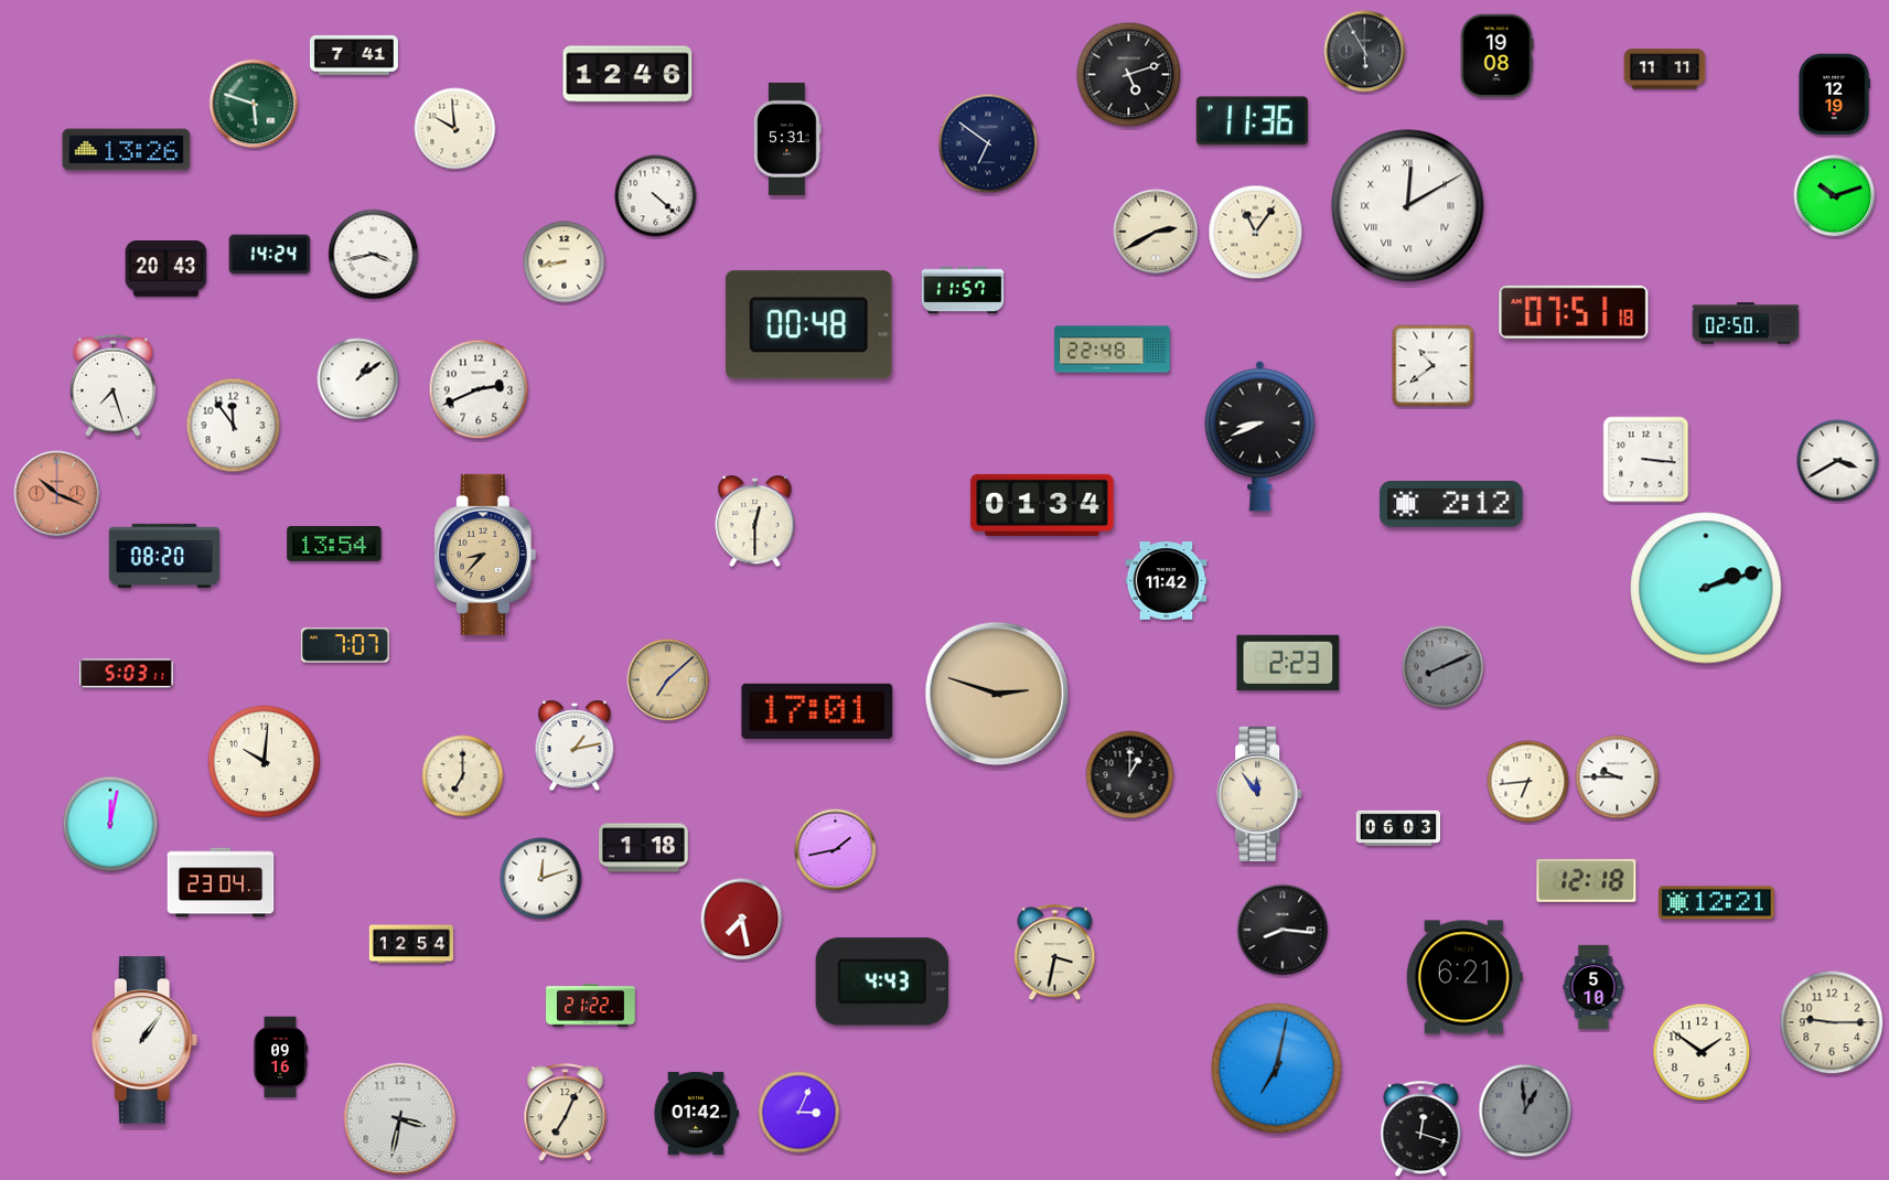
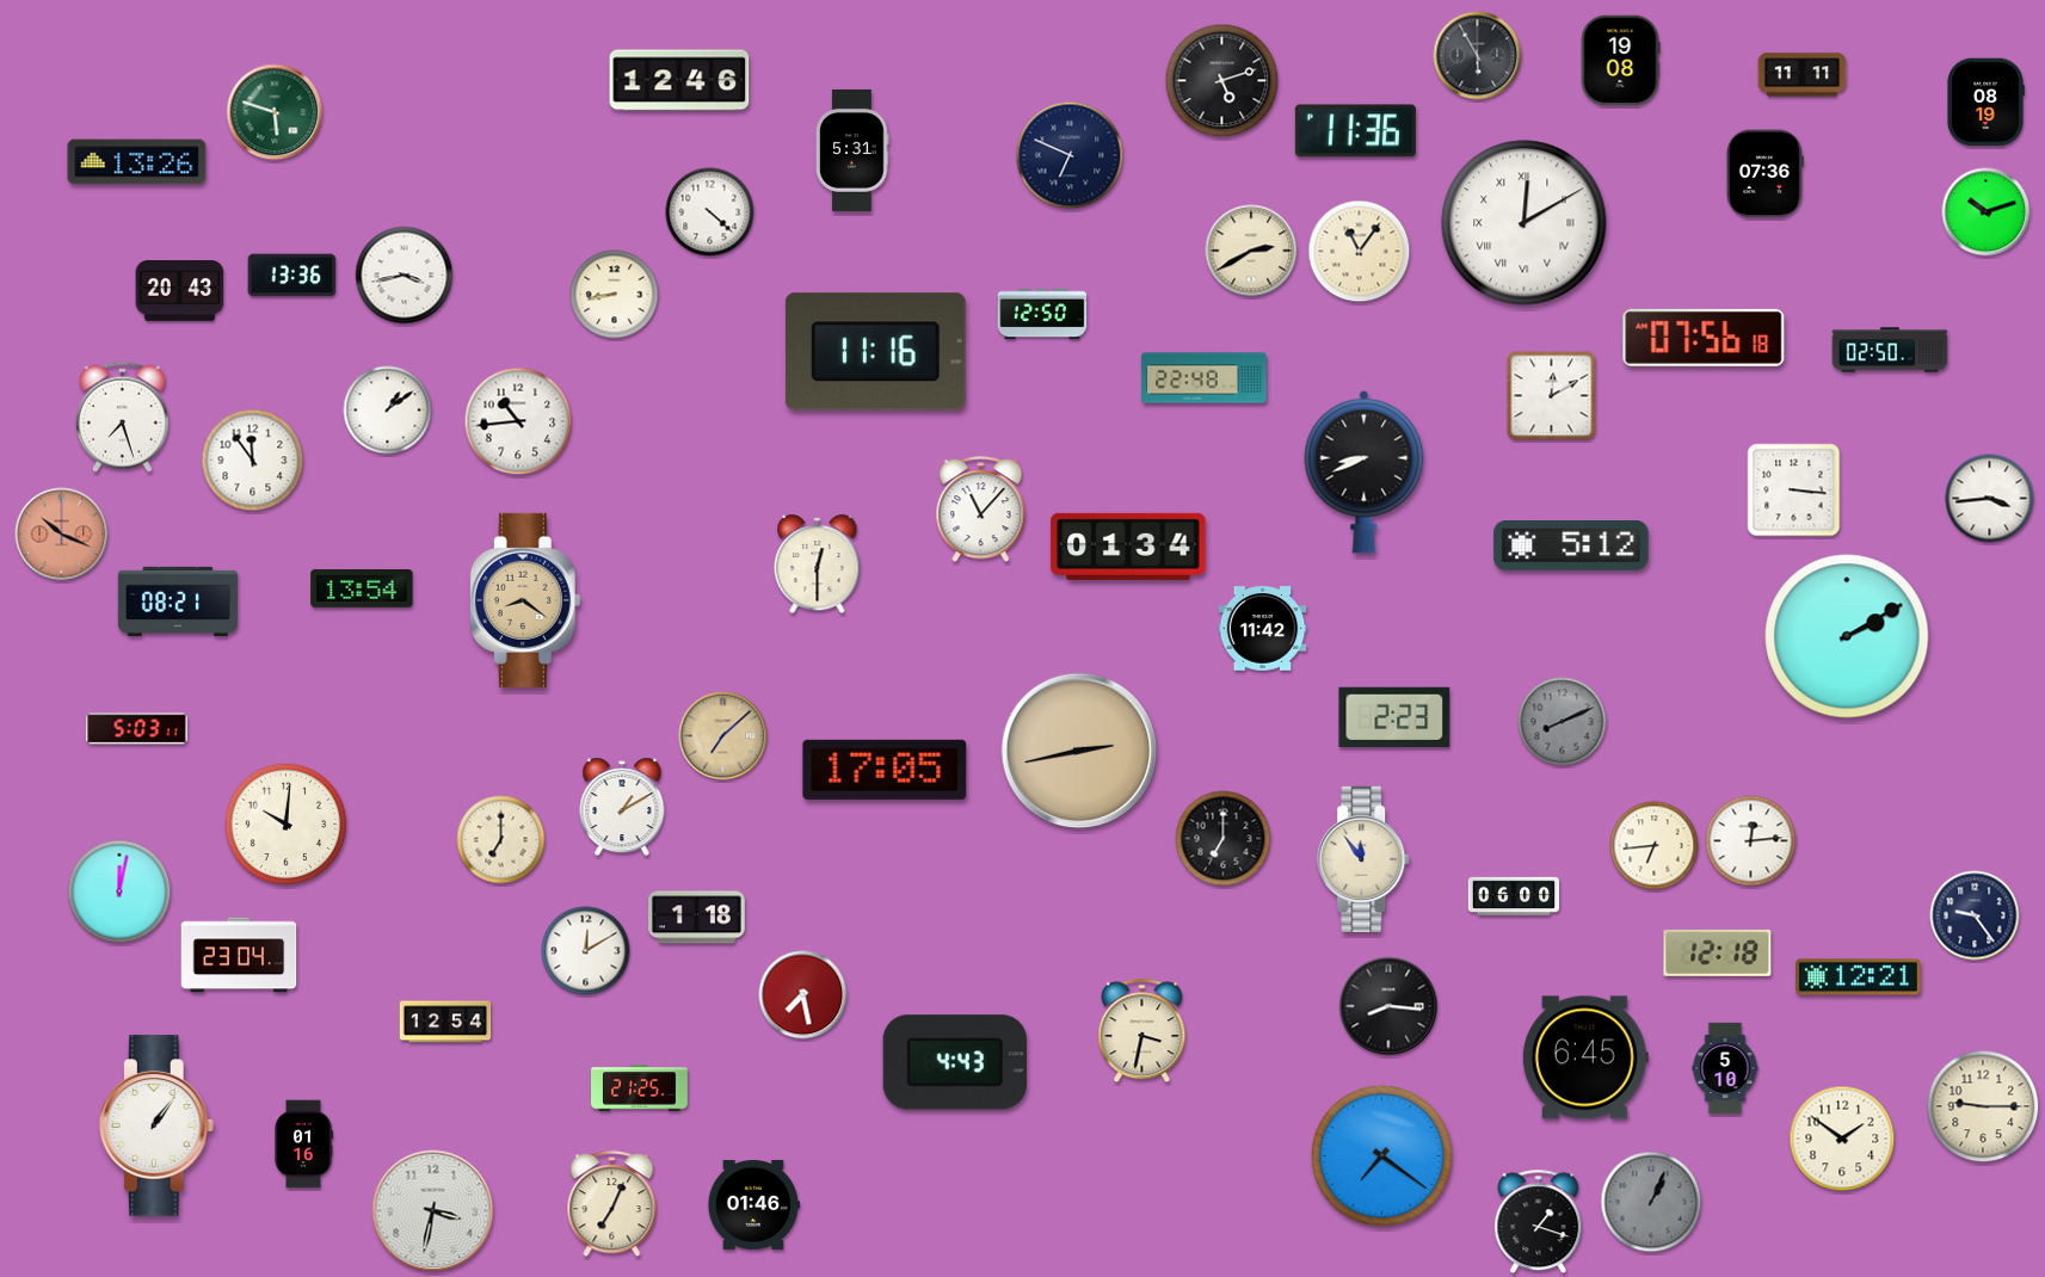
clock at (354, 55): 7:41 -> none
clock at (1834, 95): 12:19 -> 08:19
clock at (455, 129): 9:59 -> none
clock at (988, 143): 6:51 -> 6:49
clock at (1764, 174): none -> 07:36
clock at (270, 255): 14:24 -> 13:36
clock at (565, 262) position: (565, 262) -> (615, 295)
clock at (963, 290): 11:57 -> 12:50
clock at (1574, 312): 07:51 -> 07:56
clock at (808, 325): 00:48 -> 11:16
clock at (1434, 366): 10:39 -> 12:10
clock at (479, 389): 2:41 -> 10:44
clock at (1646, 460) position: (1646, 460) -> (1794, 491)
clock at (1838, 461): 3:40 -> 3:44
clock at (981, 510): none -> 11:07
clock at (1451, 505): 2:12 -> 5:12
clock at (485, 555): 8:37 -> 8:21
clock at (164, 556): 08:20 -> 08:21
clock at (1706, 588): 2:12 -> 2:10
clock at (345, 645): 7:07 -> none
clock at (997, 694): 2:48 -> 2:43
clock at (817, 711): 17:01 -> 17:05
clock at (575, 745): 1:13 -> 1:10
clock at (1130, 775): 1:00 -> 7:00
clock at (1618, 777): 9:45 -> 12:14
clock at (1398, 828): 06:03 -> 06:00
clock at (1975, 915): none -> 9:24
clock at (836, 850): 1:43 -> none
clock at (541, 879): 12:12 -> 12:10
clock at (1464, 977): 6:21 -> 6:45
clock at (591, 1006): 21:22 -> 21:25
clock at (280, 1058): 09:16 -> 01:16
clock at (1276, 1068): 7:02 -> 7:21
clock at (1525, 1111): 12:59 -> 1:04
clock at (696, 1113): 01:42 -> 01:46
clock at (799, 1113): 3:04 -> none
clock at (1421, 1129): 12:18 -> 1:18
